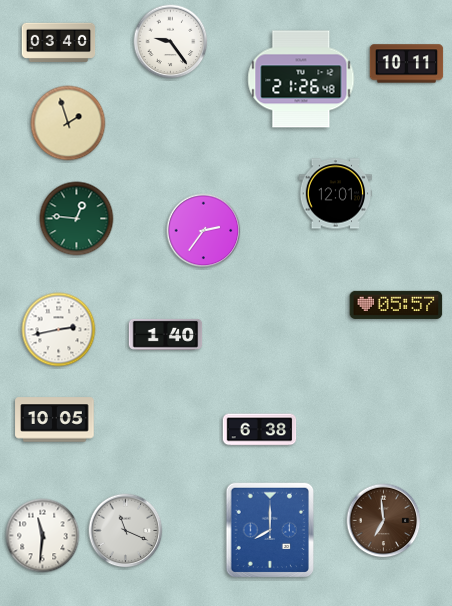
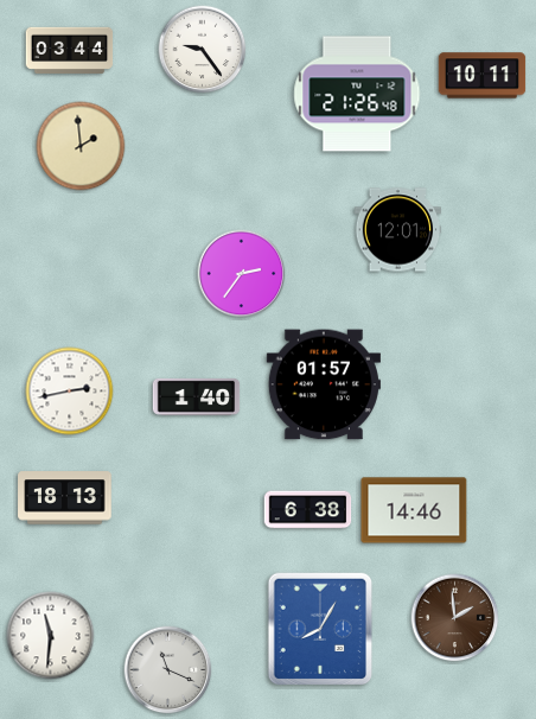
clock at (59, 42): 03:40 -> 03:44
clock at (68, 123): 1:57 -> 1:59
clock at (77, 219): 12:46 -> none
clock at (396, 305): 05:57 -> none
clock at (324, 384): none -> 01:57
clock at (55, 420): 10:05 -> 18:13
clock at (414, 510): none -> 14:46
clock at (384, 521): 6:59 -> 1:59
clock at (270, 530): 8:00 -> 8:05
clock at (126, 531) position: (126, 531) -> (168, 670)
